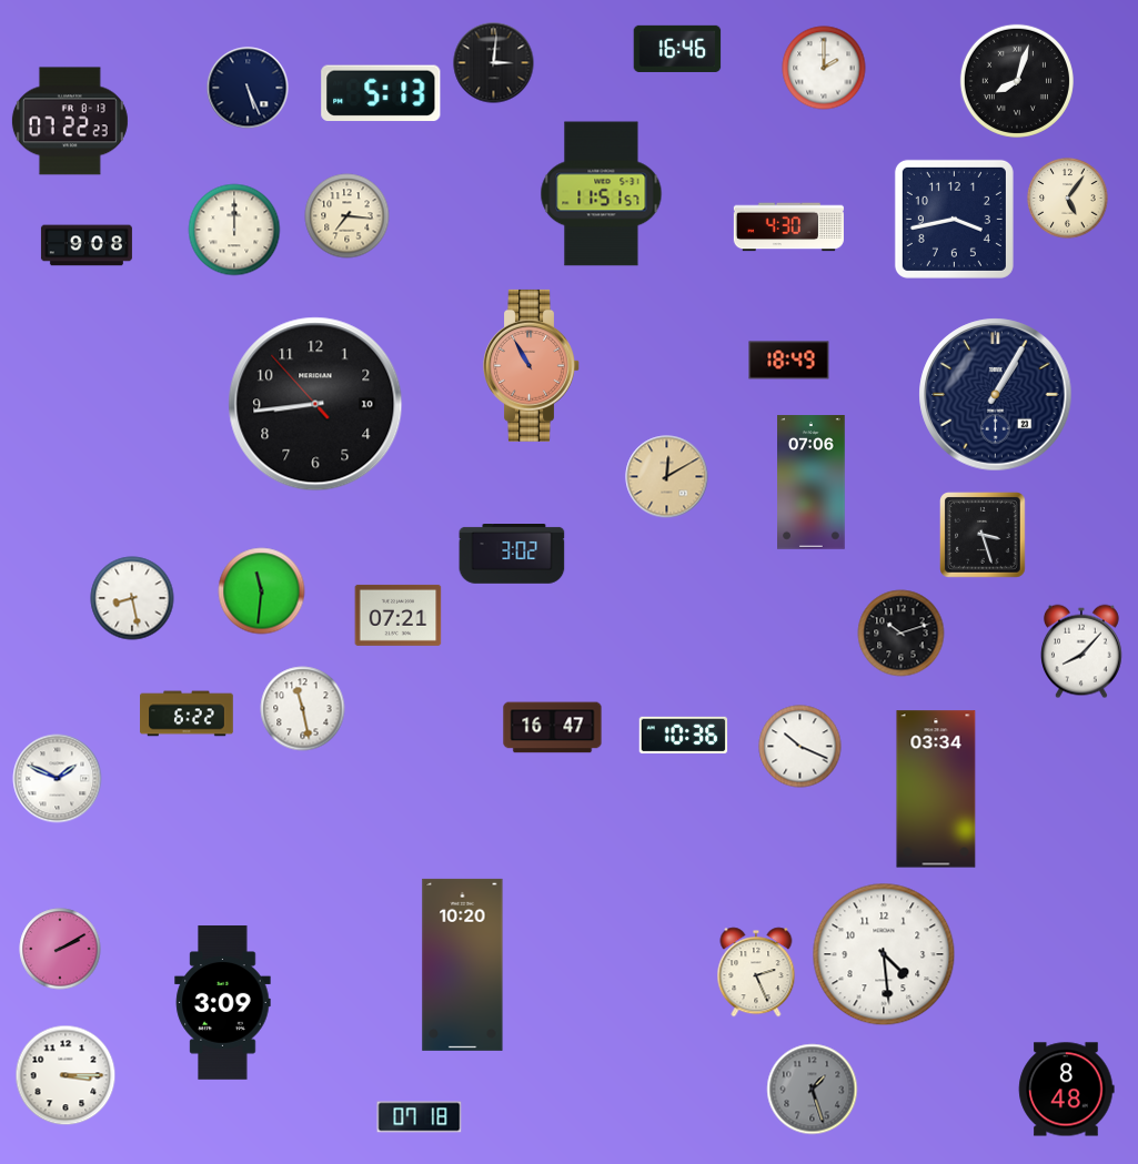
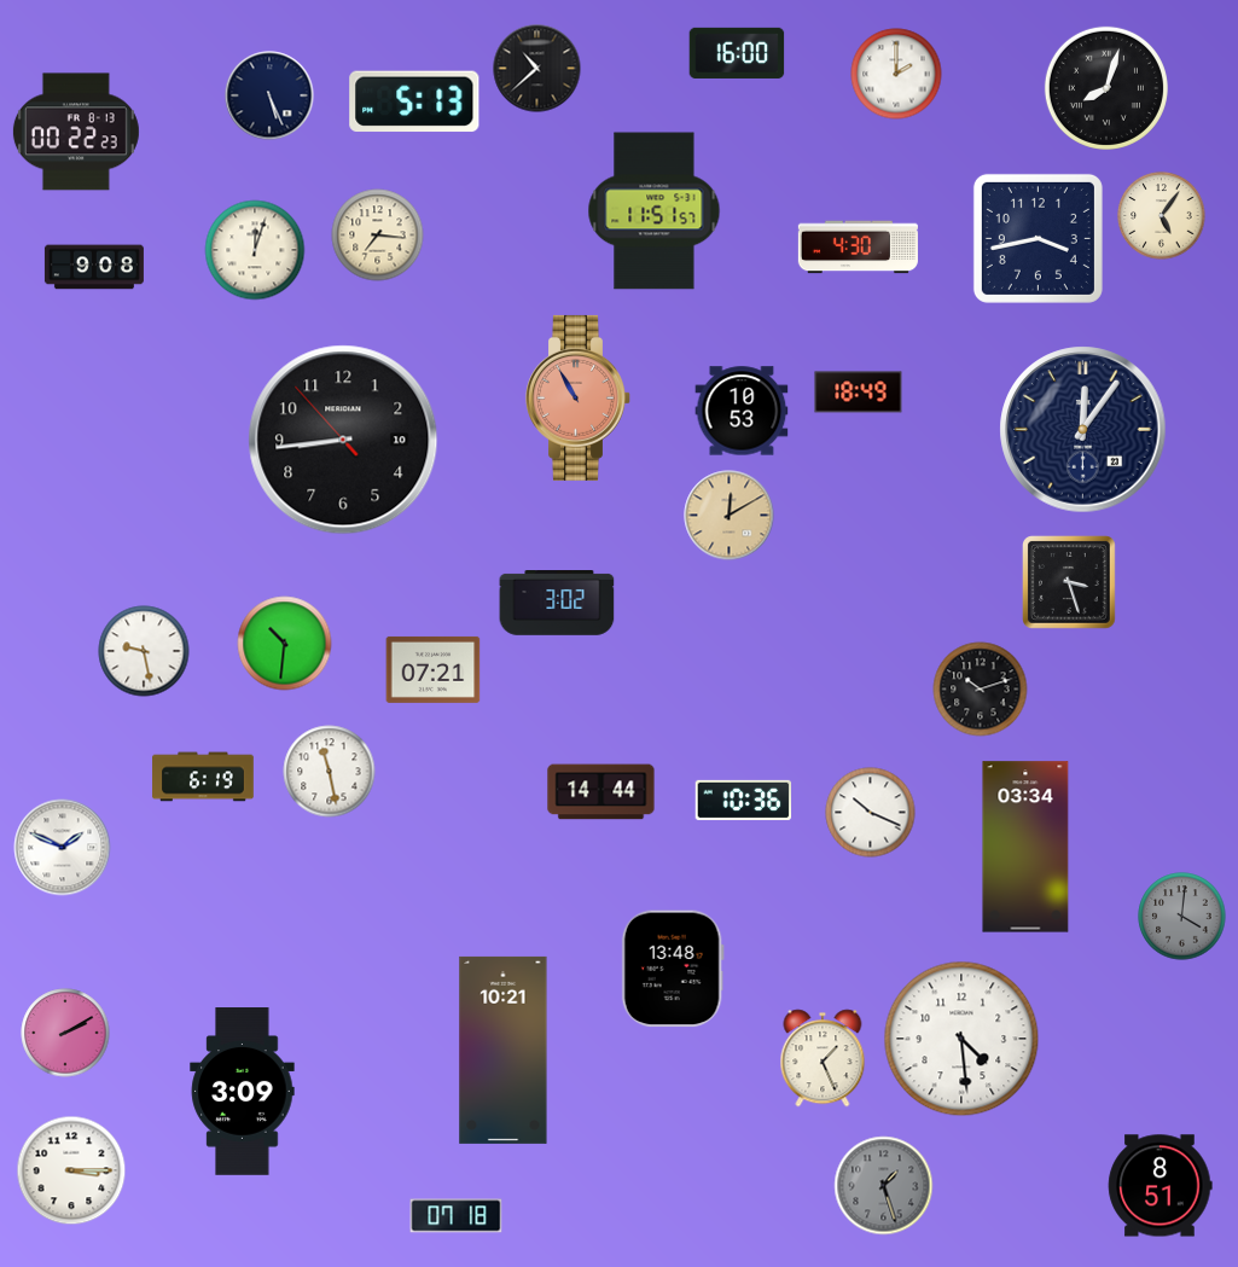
clock at (677, 49): 16:46 -> 16:00
clock at (494, 63): 3:01 -> 10:38
clock at (70, 121): 07:22 -> 00:22
clock at (234, 230): 12:00 -> 12:03
clock at (742, 411): none -> 10:53
clock at (996, 395): 1:05 -> 12:06
clock at (667, 477) position: (667, 477) -> (730, 516)
clock at (812, 483): 07:06 -> none
clock at (262, 591): 11:31 -> 10:31
clock at (132, 598): 8:28 -> 9:28
clock at (1082, 651): 8:07 -> none
clock at (187, 713): 6:22 -> 6:19
clock at (553, 728): 16:47 -> 14:44
clock at (936, 789) position: (936, 789) -> (1025, 847)
clock at (1182, 917): none -> 4:01
clock at (673, 969): none -> 13:48
clock at (463, 964): 10:20 -> 10:21
clock at (756, 972): 2:26 -> 1:26
clock at (1067, 1090): 8:48 -> 8:51
